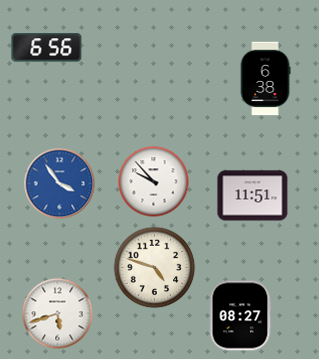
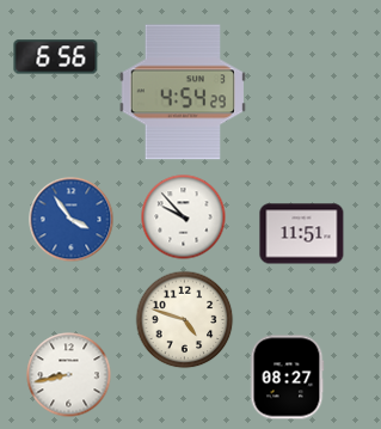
clock at (183, 92): none -> 4:54
clock at (265, 79): 6:38 -> none
clock at (58, 314): 5:42 -> 8:43
